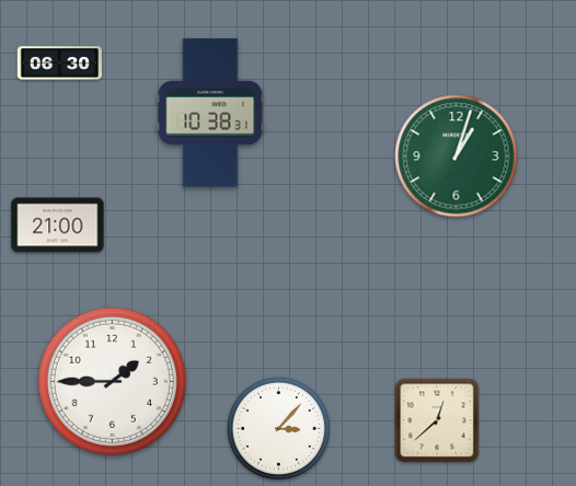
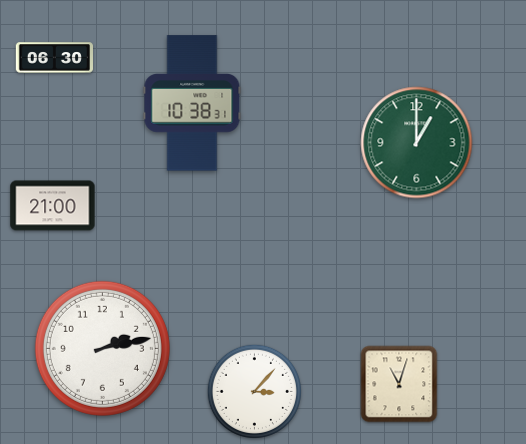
clock at (457, 157): 1:03 -> 1:00
clock at (112, 381): 1:45 -> 2:13
clock at (437, 420): 12:38 -> 11:03
